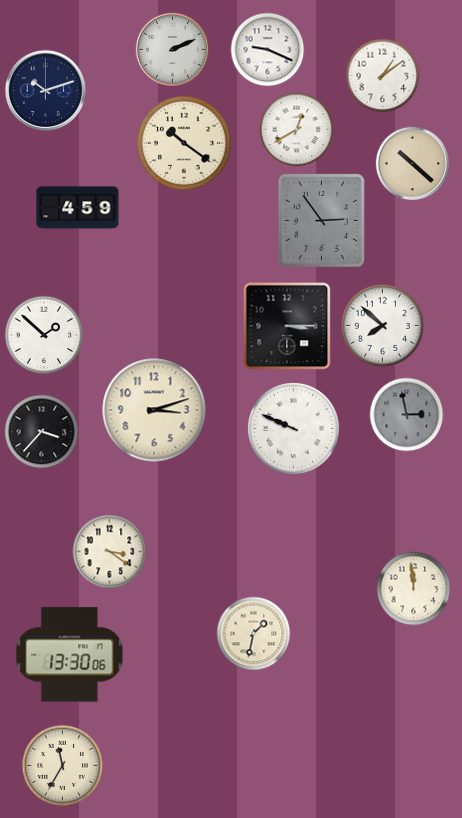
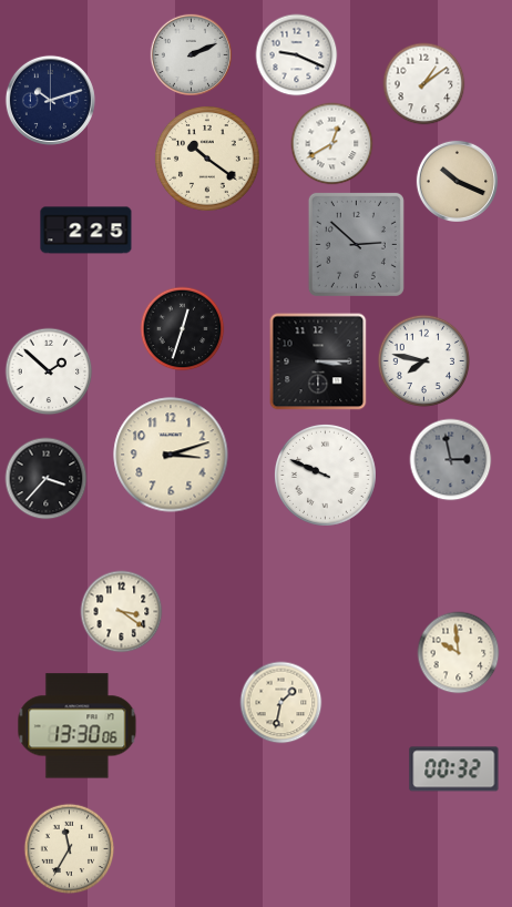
clock at (297, 130) position: (297, 130) -> (332, 144)
clock at (185, 144) position: (185, 144) -> (208, 160)
clock at (412, 163): 10:22 -> 10:19
clock at (78, 208): 4:59 -> 2:25
clock at (321, 220): 2:54 -> 2:52
clock at (183, 329): none -> 12:33
clock at (382, 325): 7:52 -> 7:47
clock at (414, 589): 11:59 -> 9:59
clock at (454, 770): none -> 00:32
